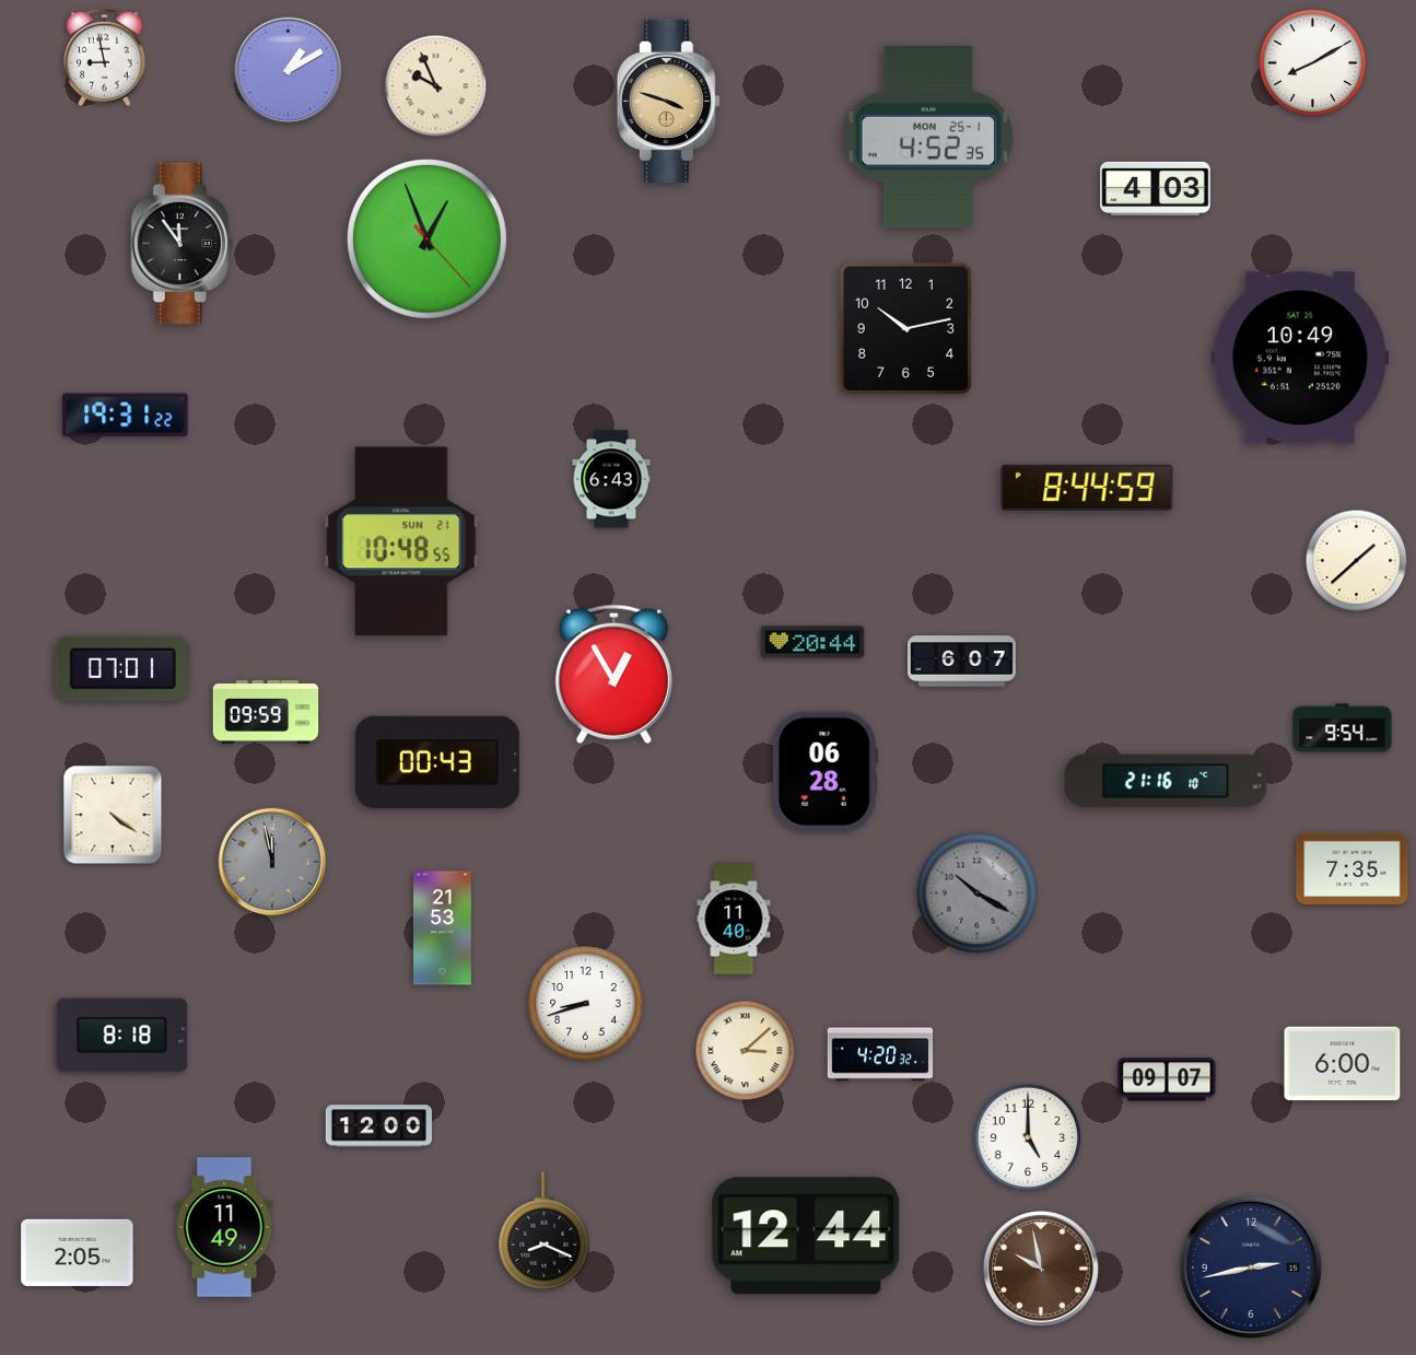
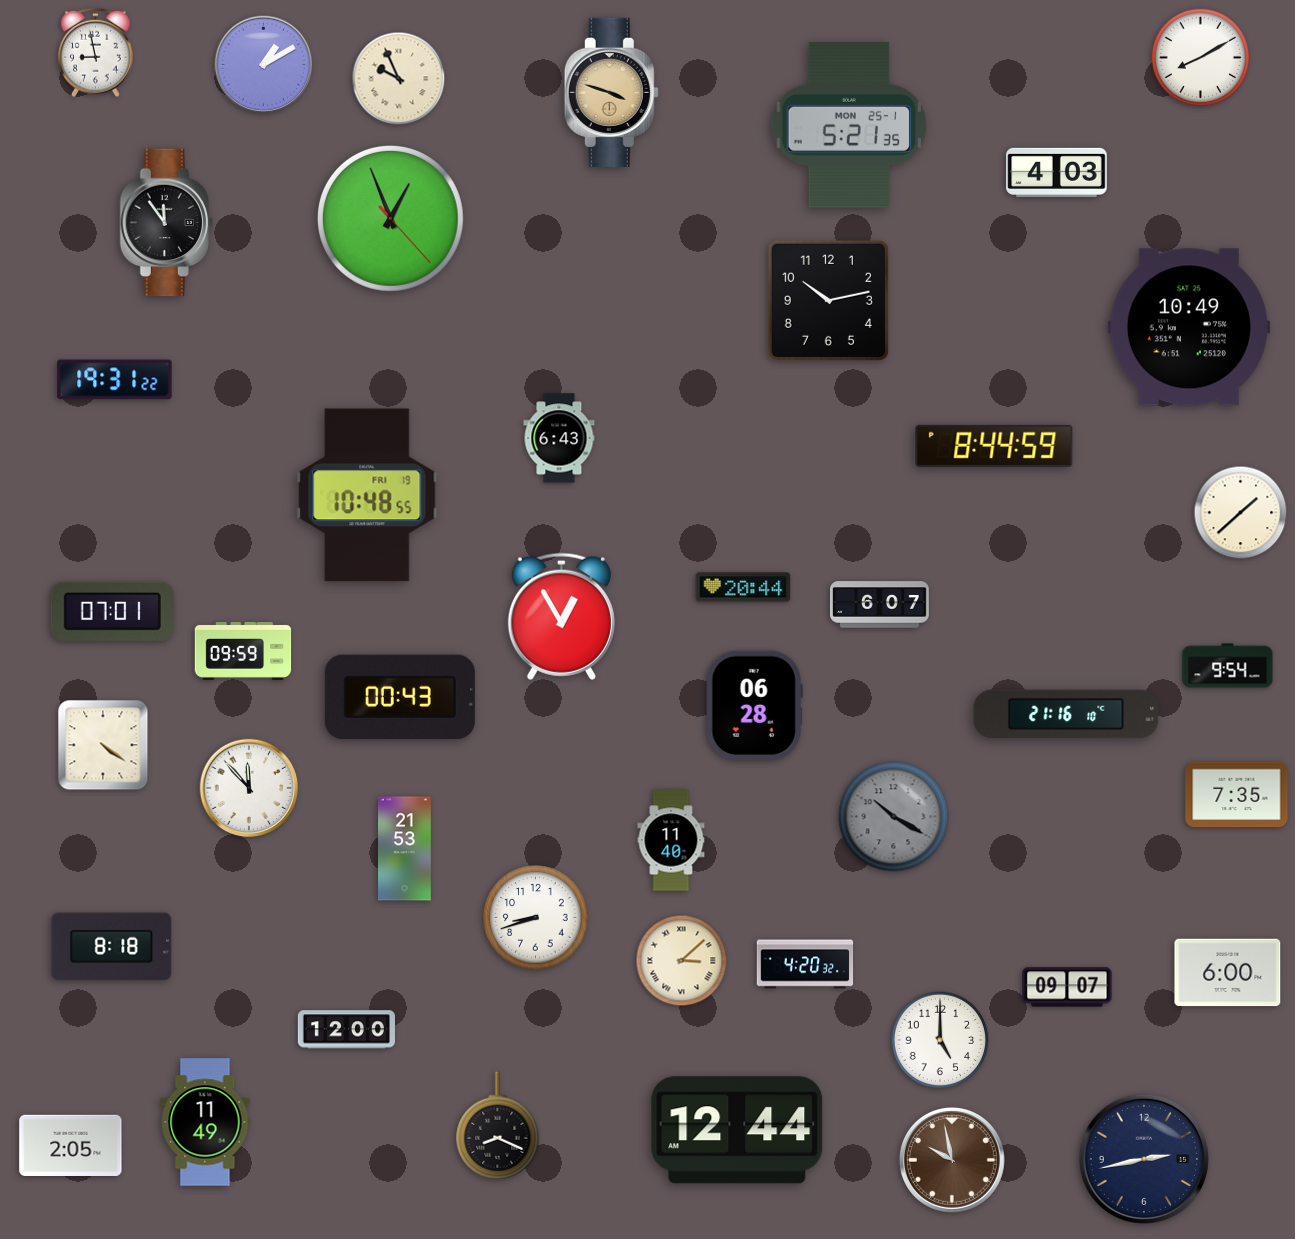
clock at (927, 138): 4:52 -> 5:21
clock at (401, 541) date: SUN 21 -> FRI 19
clock at (272, 862): 11:58 -> 11:53
clock at (272, 862) dial: grey -> white
